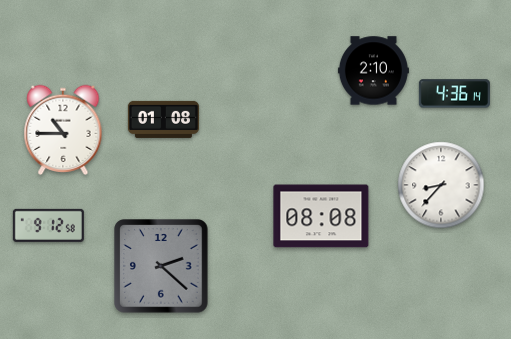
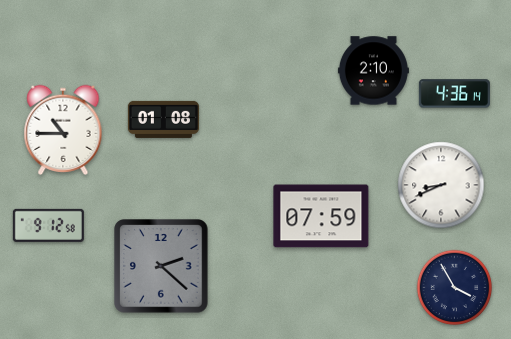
clock at (441, 185): 8:37 -> 8:41
clock at (321, 216): 08:08 -> 07:59
clock at (455, 288): none -> 3:55
